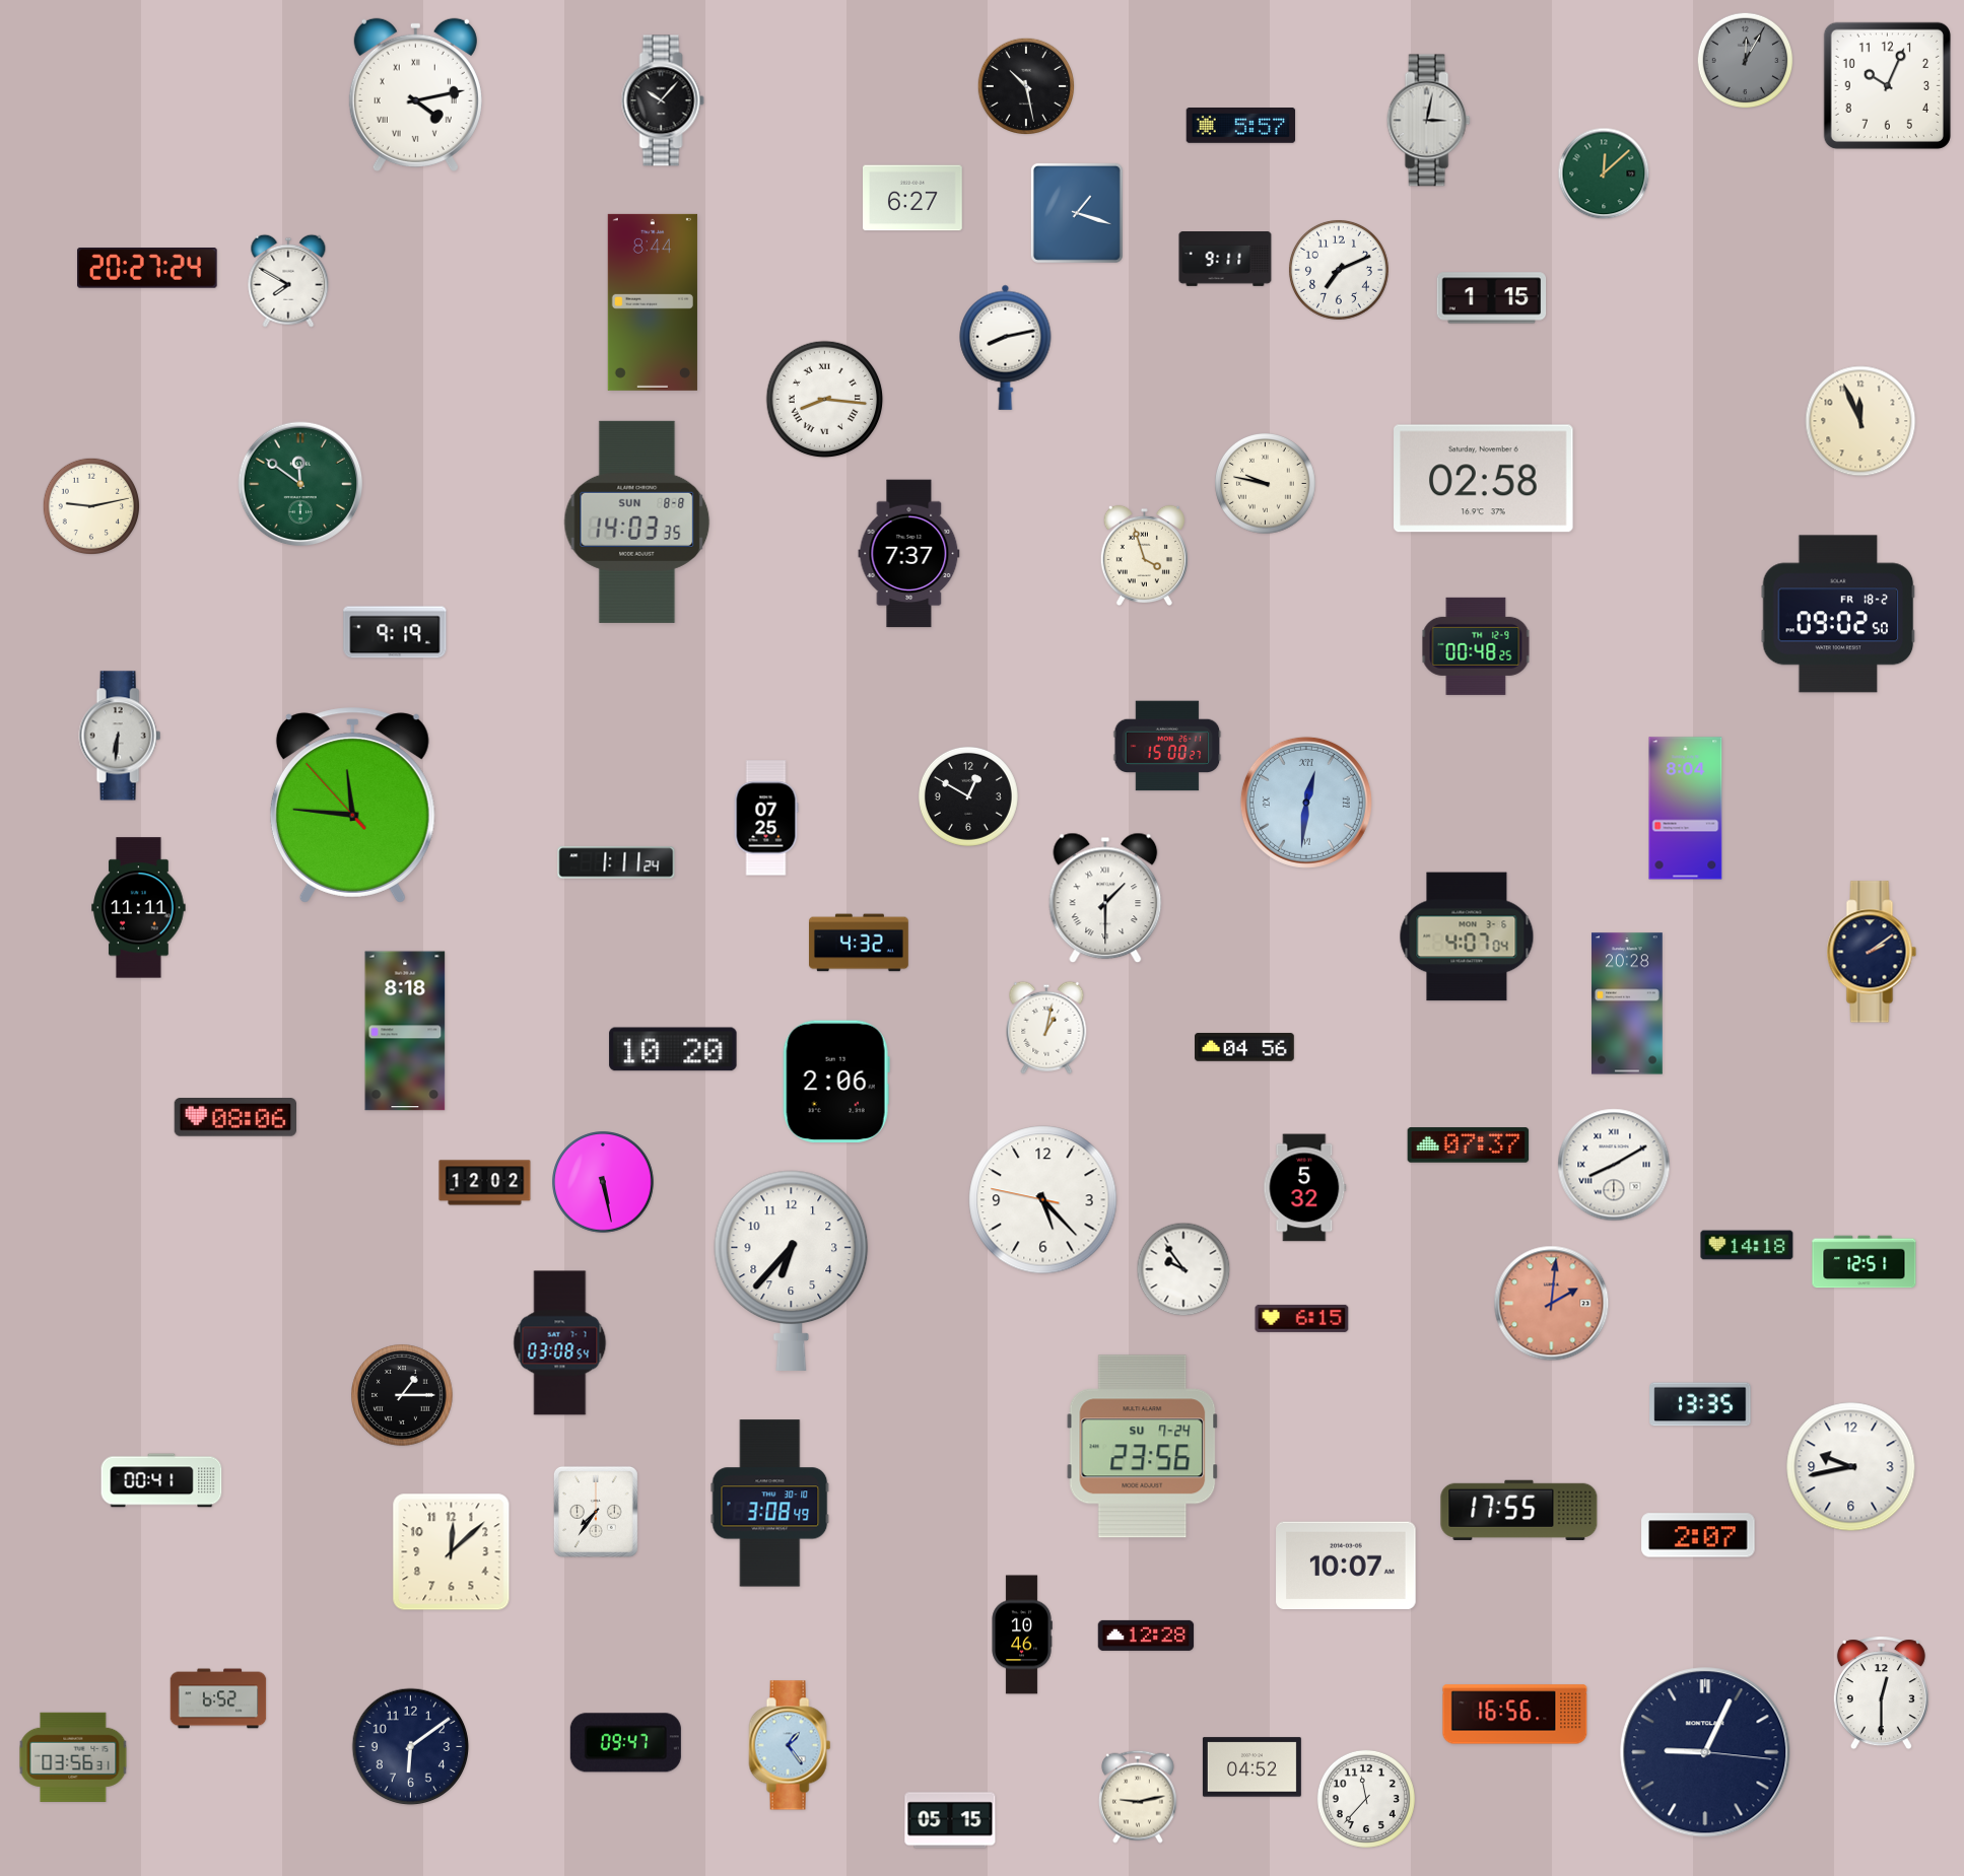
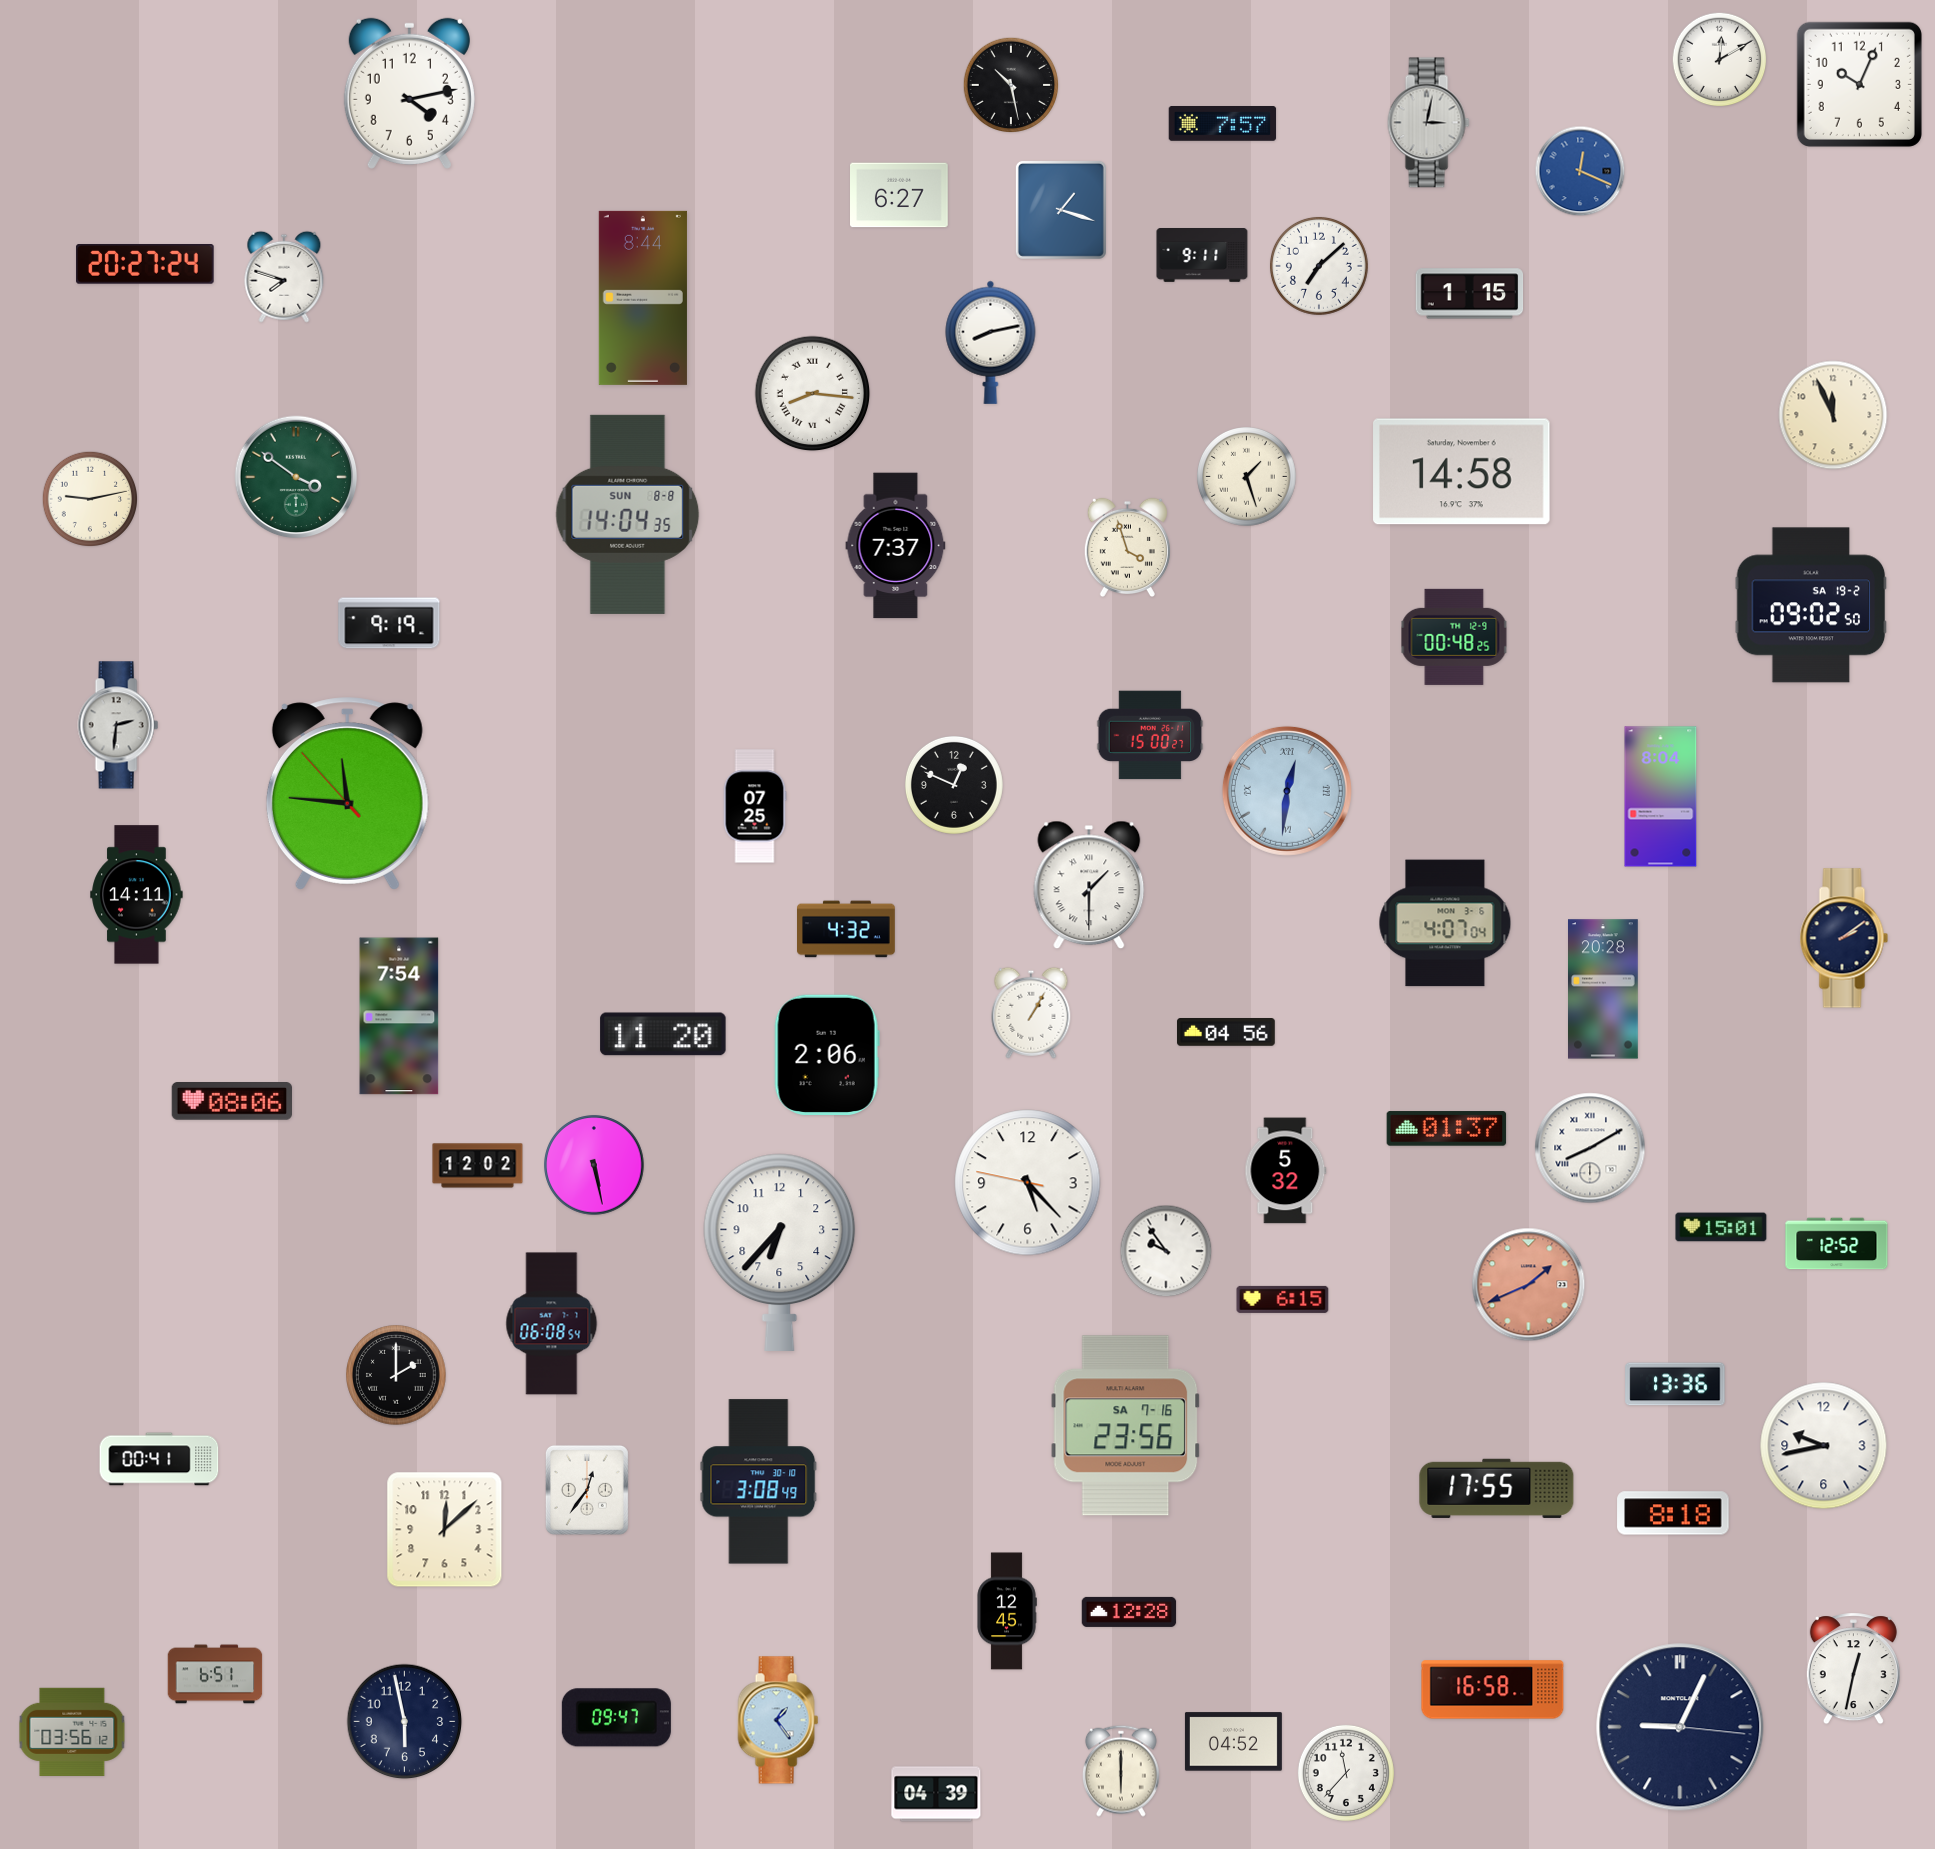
clock at (1746, 61): 12:05 -> 12:10
clock at (1746, 61) dial: grey -> white
clock at (415, 94) numerals: Roman -> Arabic
clock at (663, 100): 10:07 -> none
clock at (1428, 121) position: (1428, 121) -> (1428, 123)
clock at (1241, 126): 5:57 -> 7:57
clock at (1604, 173): 12:08 -> 12:19
clock at (1604, 173) dial: green -> blue
clock at (1225, 260) position: (1225, 260) -> (1202, 256)
clock at (1339, 270): 7:11 -> 7:08
clock at (288, 281): 7:50 -> 7:48
clock at (1484, 479): 02:58 -> 14:58
clock at (300, 484): 11:51 -> 3:51
clock at (1266, 484): 9:47 -> 1:27
clock at (637, 522): 14:03 -> 14:04
clock at (1838, 614) date: FR 18-2 -> SA 19-2
clock at (120, 736): 6:31 -> 2:31
clock at (968, 796): 12:50 -> 12:49
clock at (616, 862): 1:11 -> none
clock at (139, 908): 11:11 -> 14:11
clock at (1046, 1028): 1:02 -> 1:05
clock at (405, 1031): 8:18 -> 7:54
clock at (673, 1049): 10:20 -> 11:20
clock at (836, 1081) position: (836, 1081) -> (827, 1054)
clock at (1469, 1145): 07:37 -> 01:37
clock at (1747, 1245): 14:18 -> 15:01
clock at (1865, 1262): 12:51 -> 12:52
clock at (1552, 1304): 2:01 -> 1:41
clock at (560, 1343): 03:08 -> 06:08
clock at (402, 1395): 1:15 -> 2:00
clock at (1700, 1404): 13:35 -> 13:36
clock at (1143, 1447) date: SU 7-24 -> SA 7-16
clock at (596, 1512): 7:36 -> 12:36
clock at (1698, 1535): 2:07 -> 8:18
clock at (1346, 1566): 10:07 -> none
clock at (1022, 1635): 10:46 -> 12:45
clock at (1881, 1693): 12:30 -> 12:32
clock at (218, 1698): 6:52 -> 6:51
clock at (1515, 1715): 16:56 -> 16:58
clock at (411, 1747): 6:09 -> 5:58
clock at (73, 1757): 03:56:31 -> 03:56:12
clock at (1138, 1797): 9:13 -> 6:00
clock at (950, 1820): 05:15 -> 04:39
